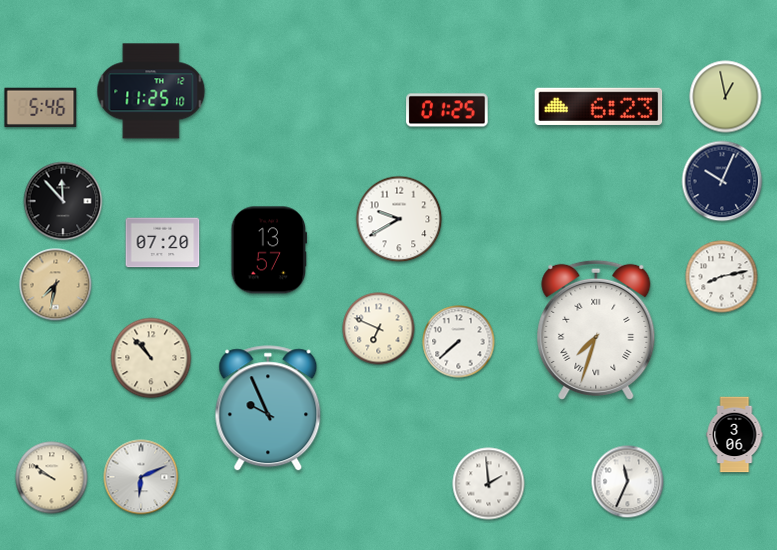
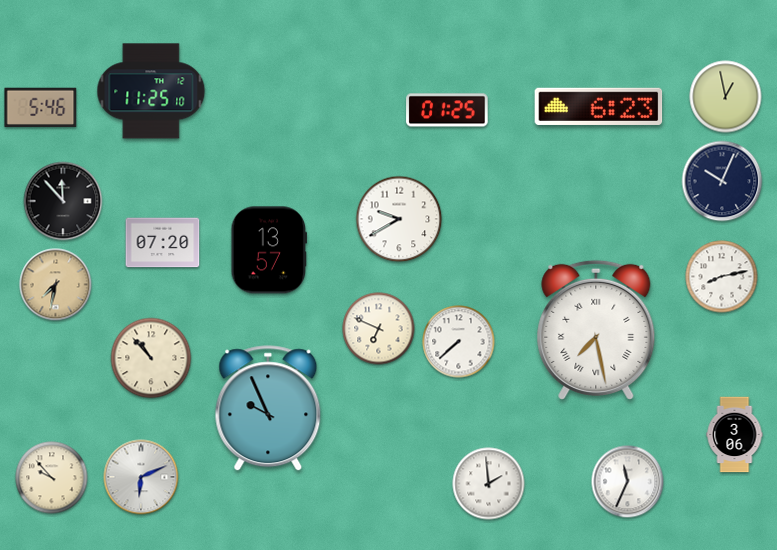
clock at (596, 330): 7:33 -> 7:28
clock at (52, 478): 9:51 -> 9:53
